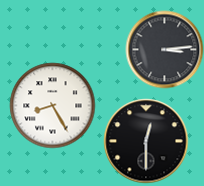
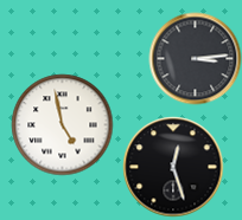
clock at (52, 105): 8:25 -> 4:58
clock at (146, 141): 12:30 -> 12:27
